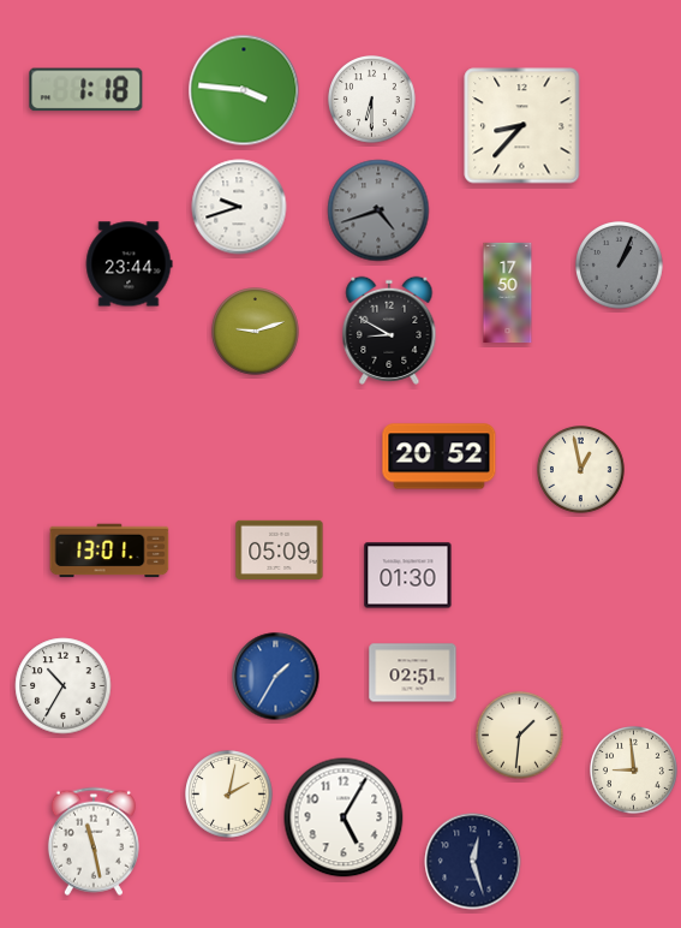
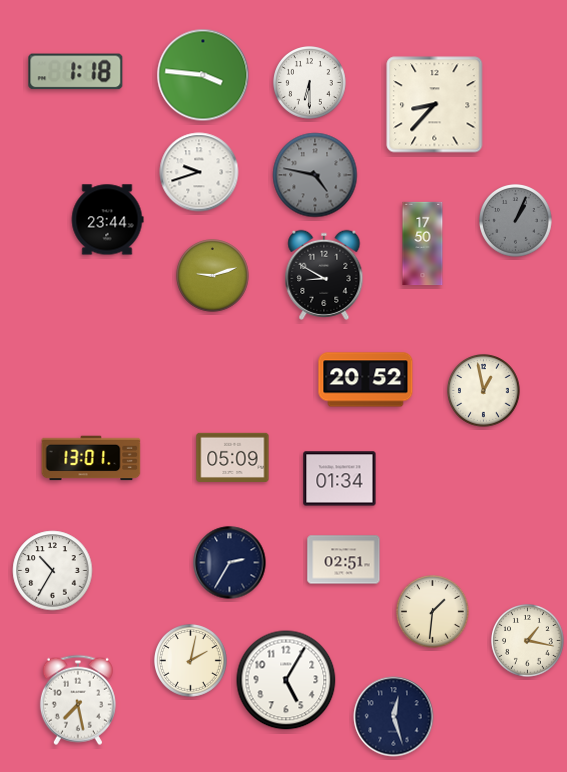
clock at (86, 90) position: (86, 90) -> (76, 72)
clock at (378, 210): 4:42 -> 4:47
clock at (408, 576): 01:30 -> 01:34
clock at (276, 677): 1:35 -> 2:35
clock at (276, 677) dial: blue -> navy
clock at (634, 771): 8:59 -> 1:17
clock at (94, 841): 11:28 -> 7:28
